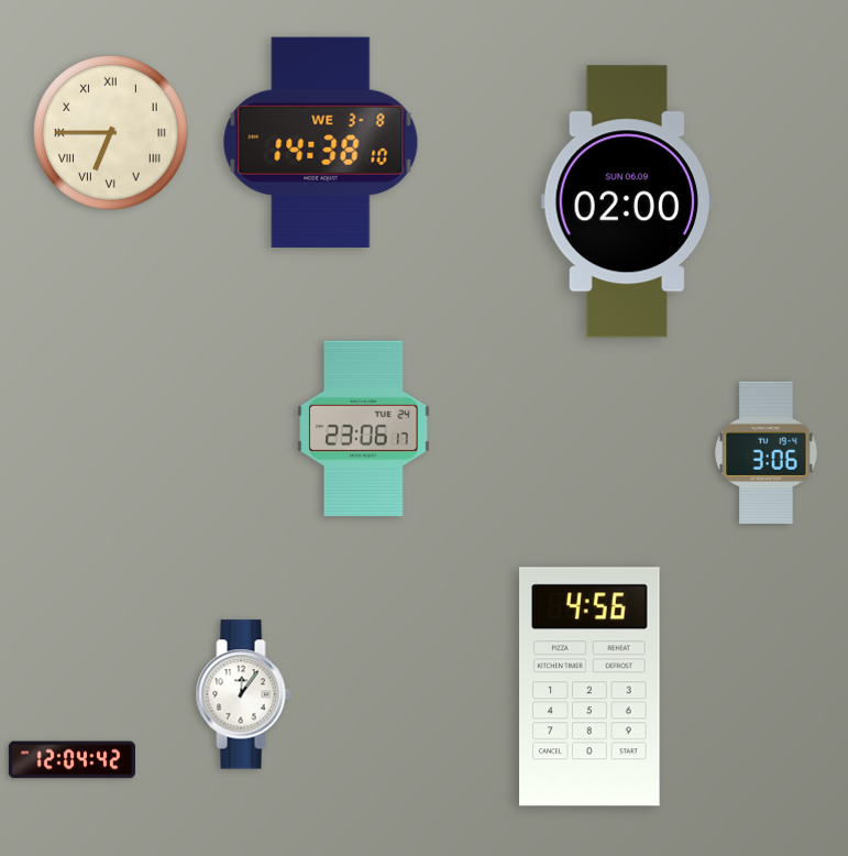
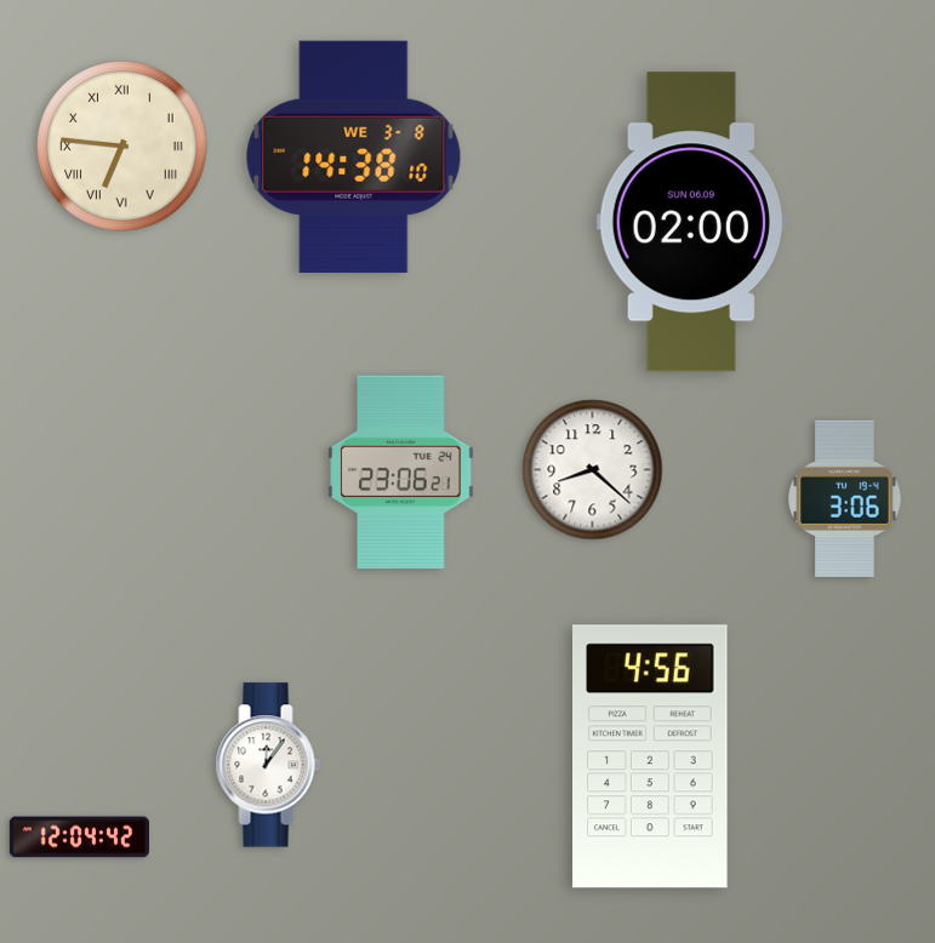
clock at (111, 133): 6:45 -> 6:46
clock at (593, 470): none -> 8:22
clock at (364, 429): 23:06:17 -> 23:06:21
